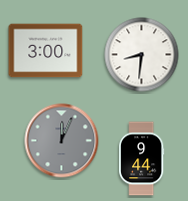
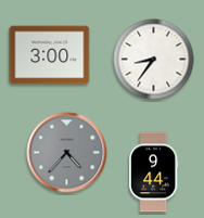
clock at (142, 55): 8:31 -> 8:36
clock at (62, 141): 12:04 -> 4:37
